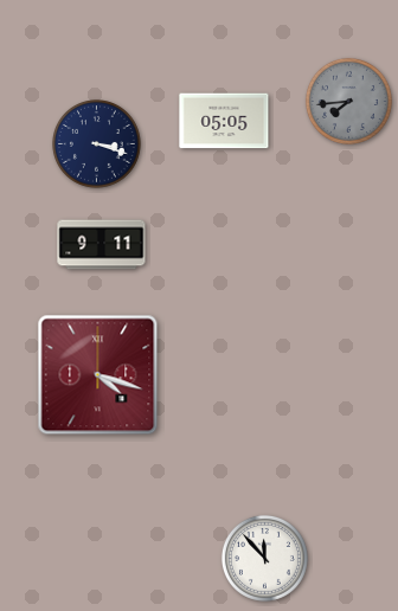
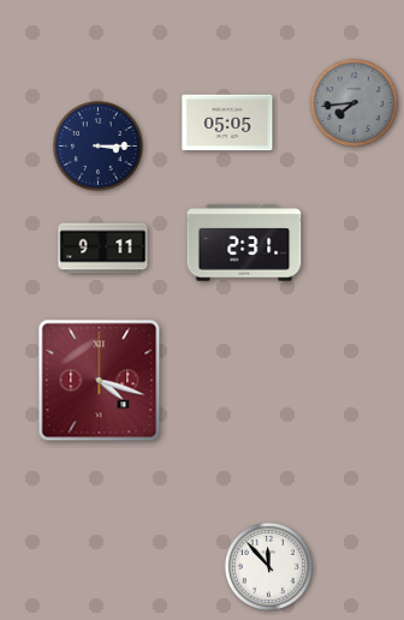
clock at (97, 144): 3:18 -> 3:15
clock at (244, 243): none -> 2:31
